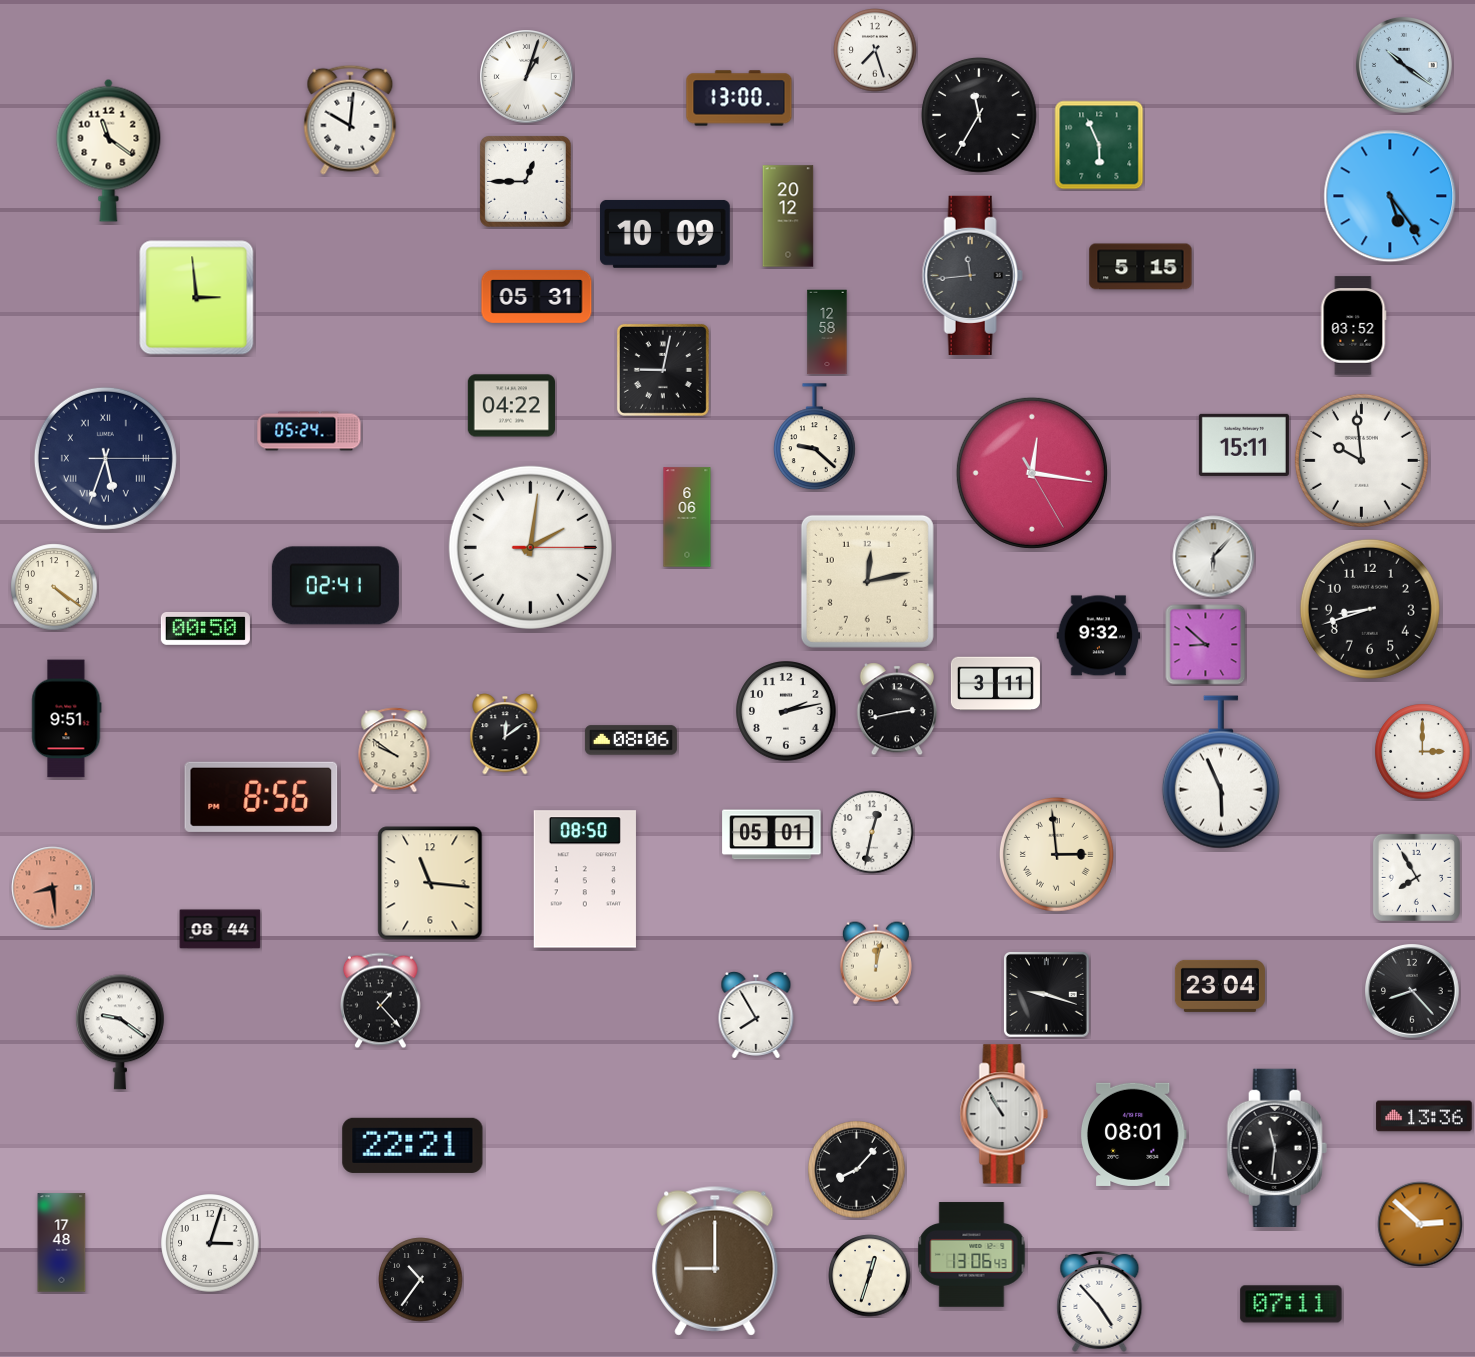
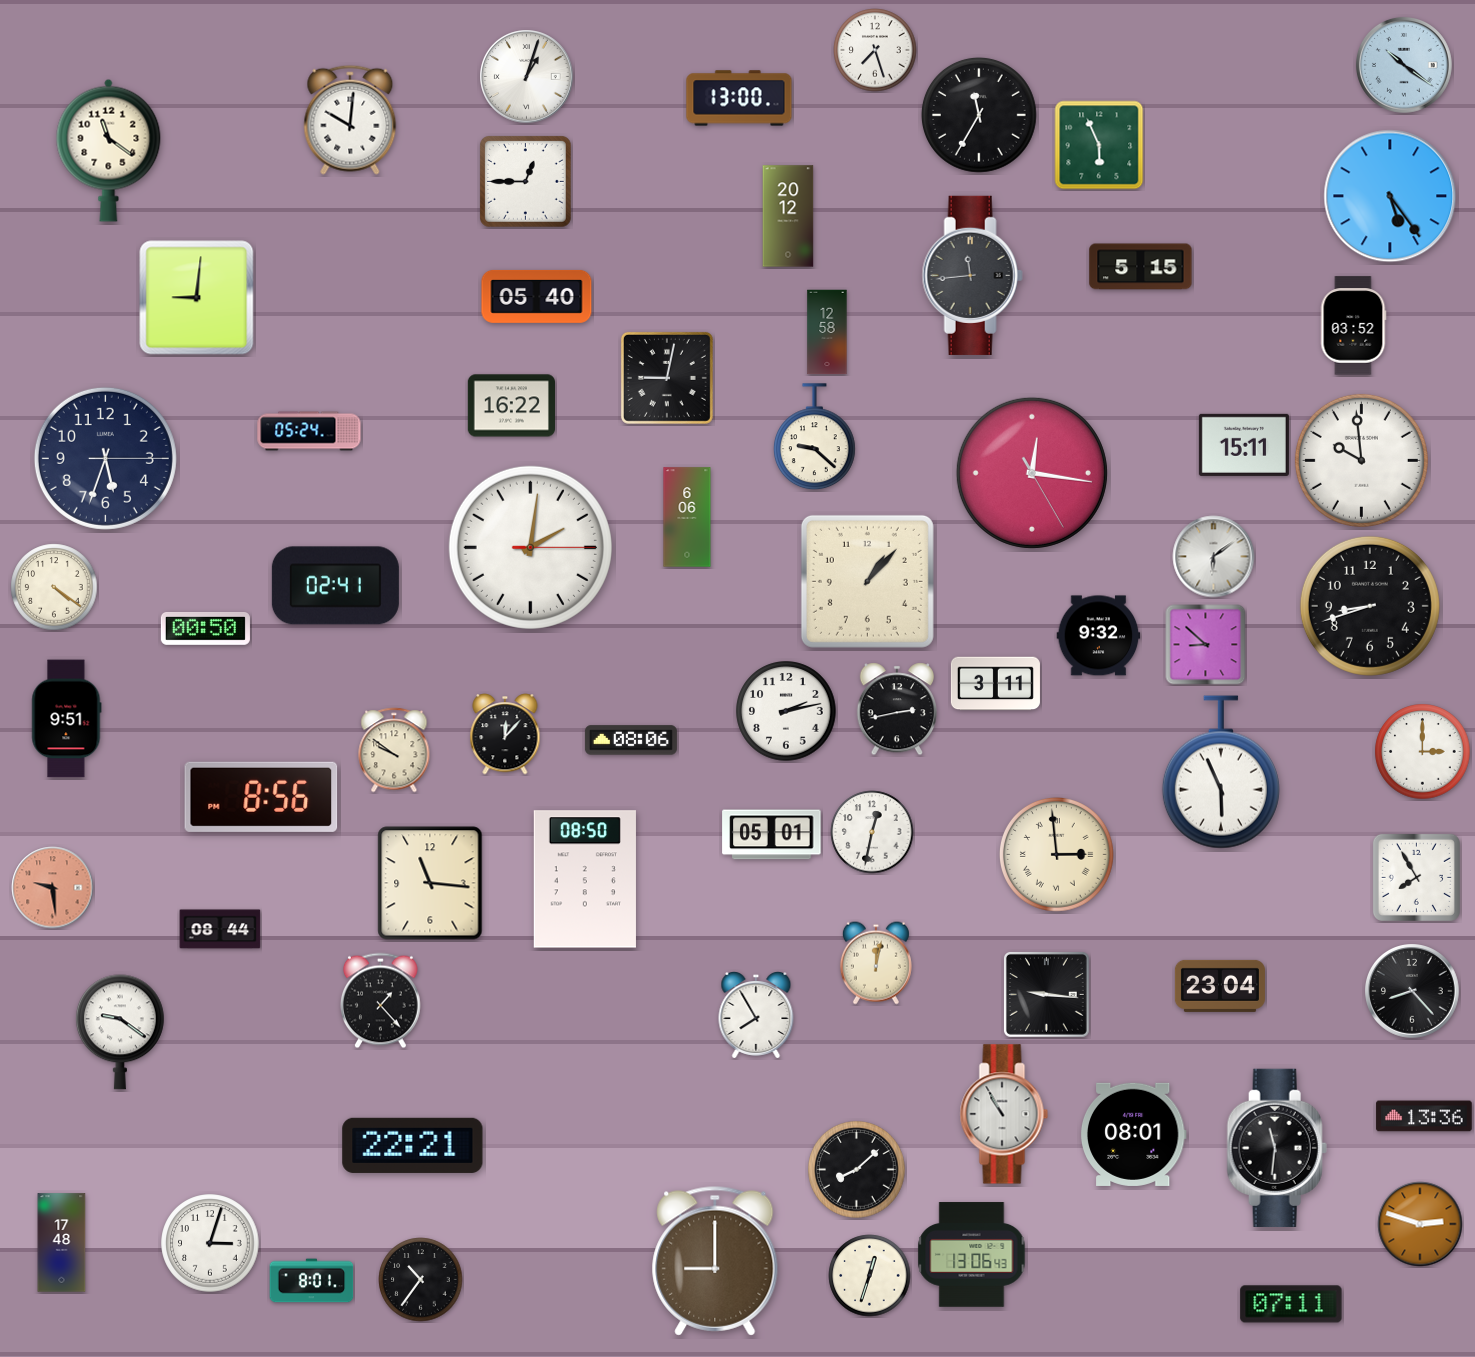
clock at (665, 234): 10:09 -> none
clock at (537, 296): 05:31 -> 05:40
clock at (197, 298): 2:59 -> 9:01
clock at (663, 370) position: (663, 370) -> (667, 378)
clock at (511, 406): 04:22 -> 16:22
clock at (105, 458) numerals: Roman -> Arabic
clock at (1214, 557): 6:07 -> 6:09
clock at (867, 581): 12:13 -> 1:07
clock at (1370, 609) position: (1370, 609) -> (1370, 606)
clock at (505, 734): 12:09 -> 12:07
clock at (53, 888): 8:29 -> 9:29
clock at (1046, 994): 9:18 -> 9:16
clock at (857, 1170): 8:07 -> 8:08
clock at (1420, 1224): 2:52 -> 2:48
clock at (312, 1281): none -> 8:01
clock at (1100, 1301): 4:53 -> none
